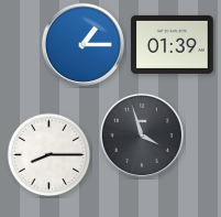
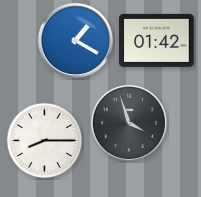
clock at (82, 44): 1:15 -> 1:20
clock at (173, 44): 01:39 -> 01:42
